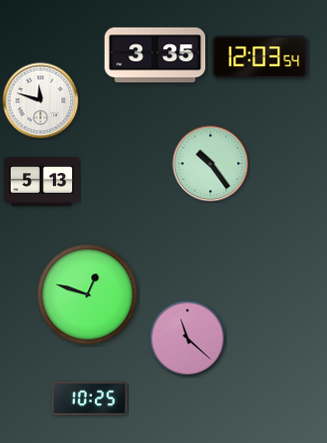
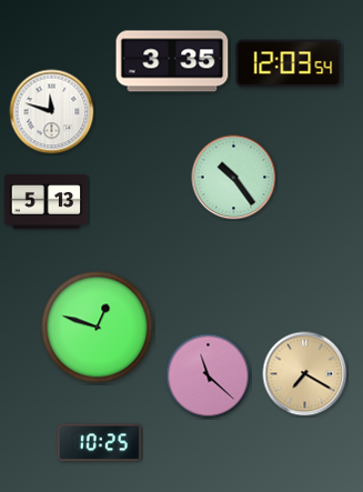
clock at (41, 101) position: (41, 101) -> (52, 112)
clock at (211, 164) position: (211, 164) -> (234, 178)
clock at (305, 374): none -> 7:20
